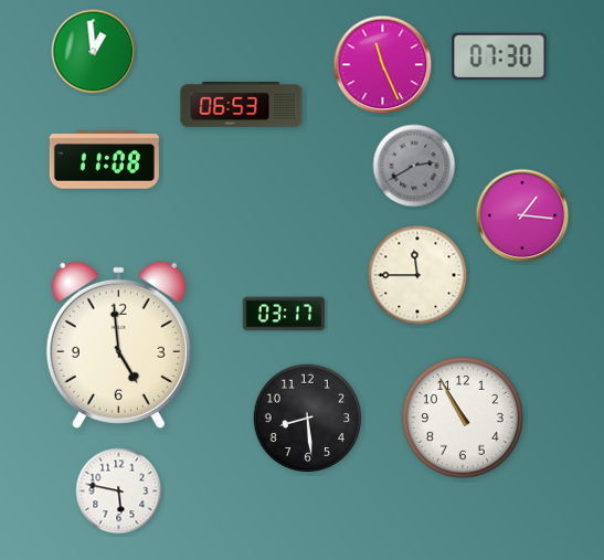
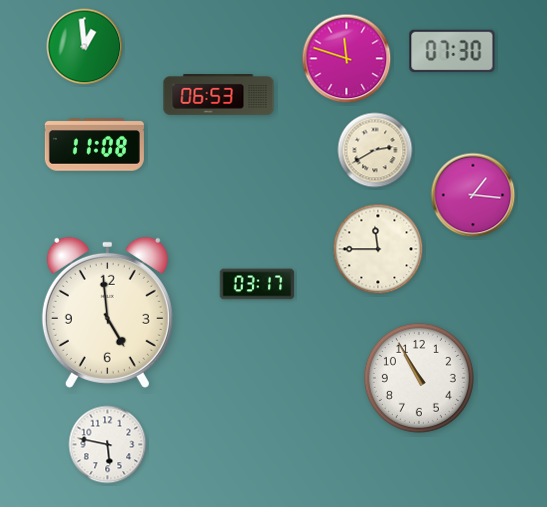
clock at (383, 65): 11:26 -> 11:48
clock at (414, 166) dial: grey -> cream
clock at (308, 419): 8:29 -> none
